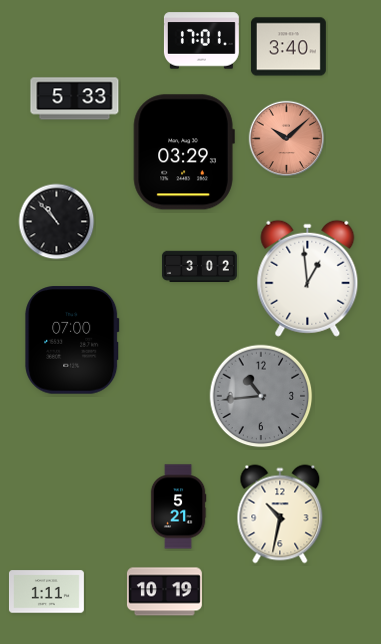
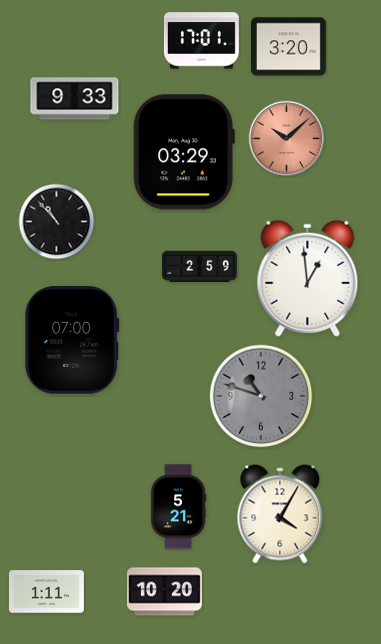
clock at (288, 47): 3:40 -> 3:20
clock at (75, 99): 5:33 -> 9:33
clock at (199, 267): 3:02 -> 2:59
clock at (261, 396): 10:44 -> 10:48
clock at (280, 514): 10:32 -> 4:05
clock at (164, 592): 10:19 -> 10:20
